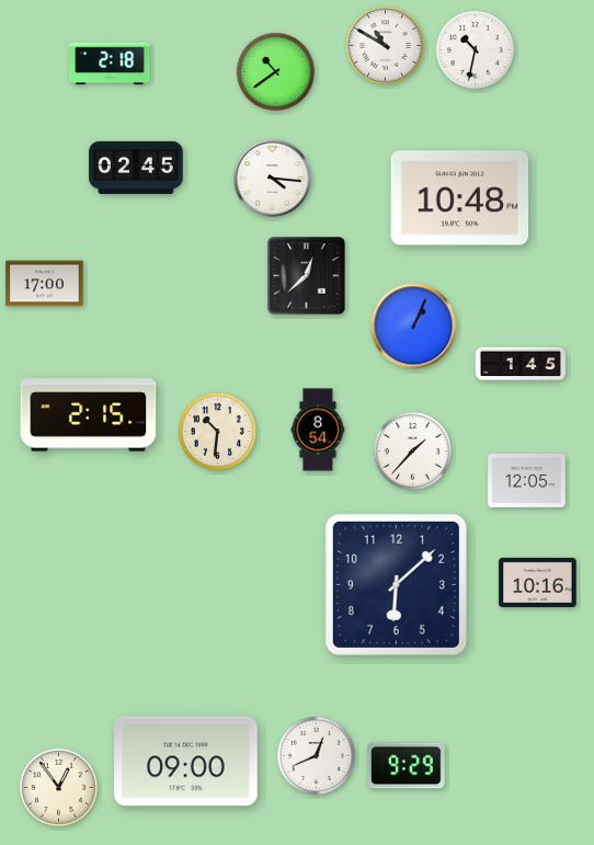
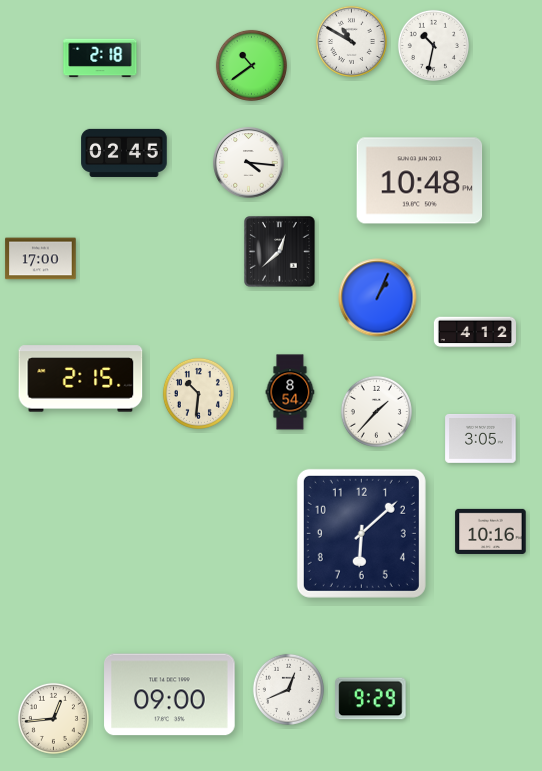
clock at (521, 364): 1:45 -> 4:12
clock at (527, 480): 12:05 -> 3:05
clock at (58, 787): 12:54 -> 12:44
